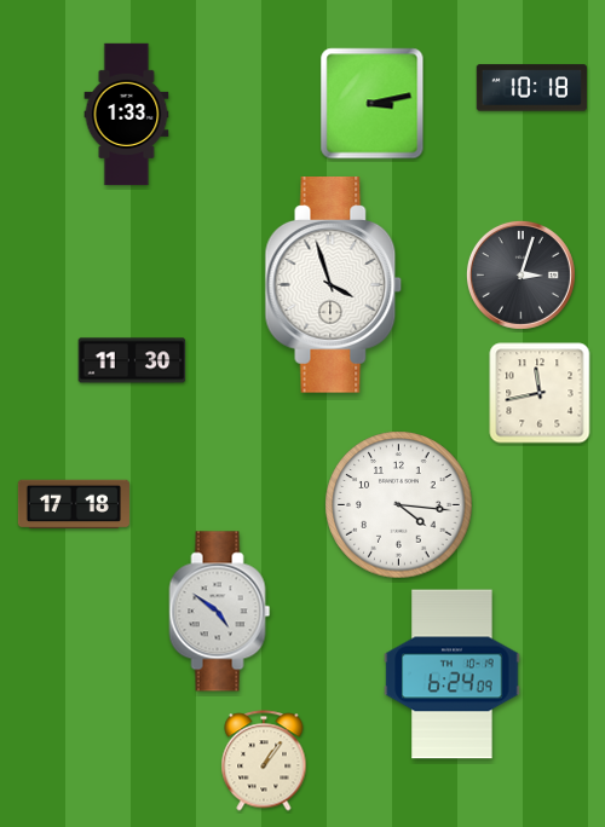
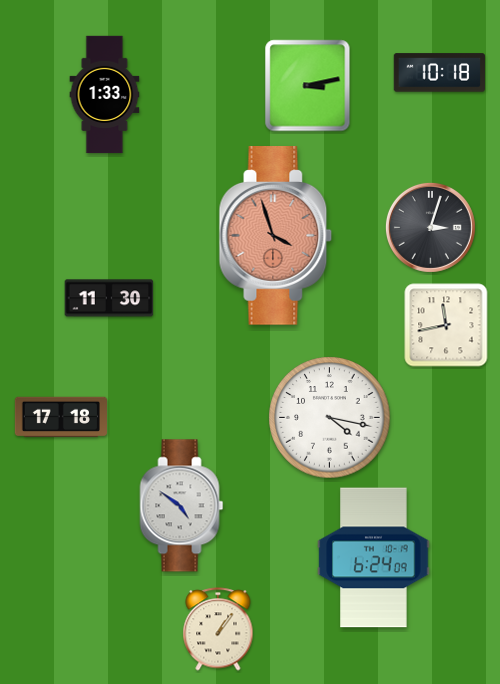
clock at (334, 285) dial: white -> salmon
clock at (399, 505): 4:16 -> 4:17
